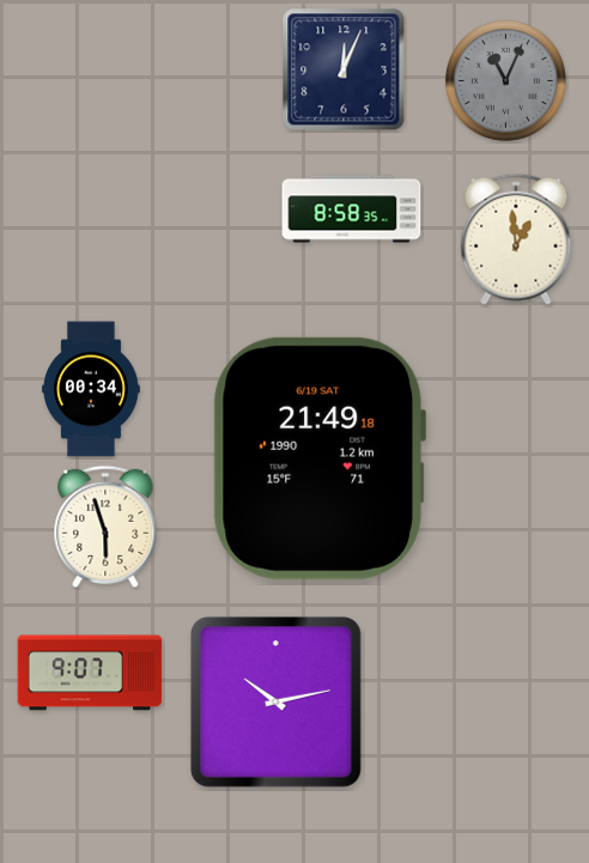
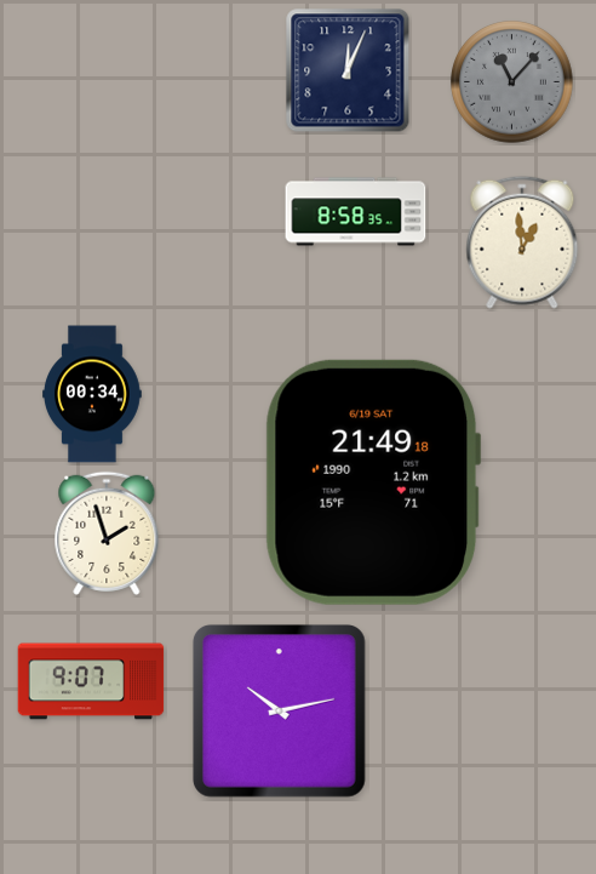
clock at (506, 81): 11:04 -> 11:07
clock at (320, 458) position: (320, 458) -> (373, 482)
clock at (105, 527): 5:57 -> 1:57
